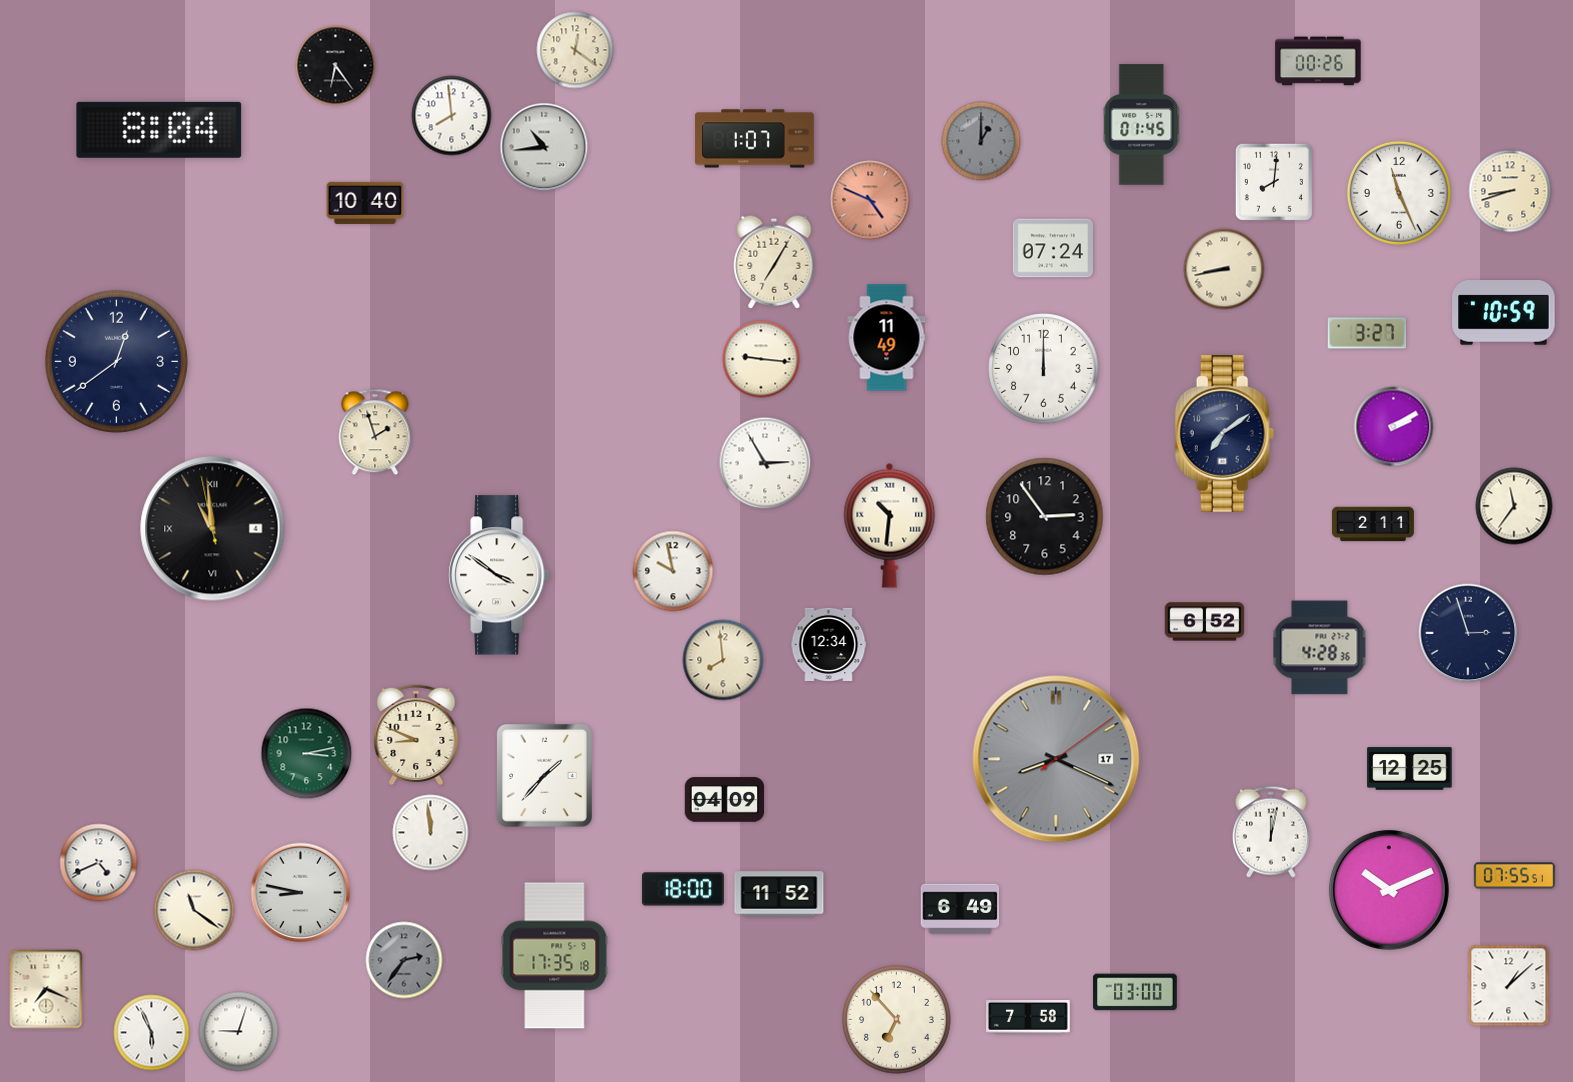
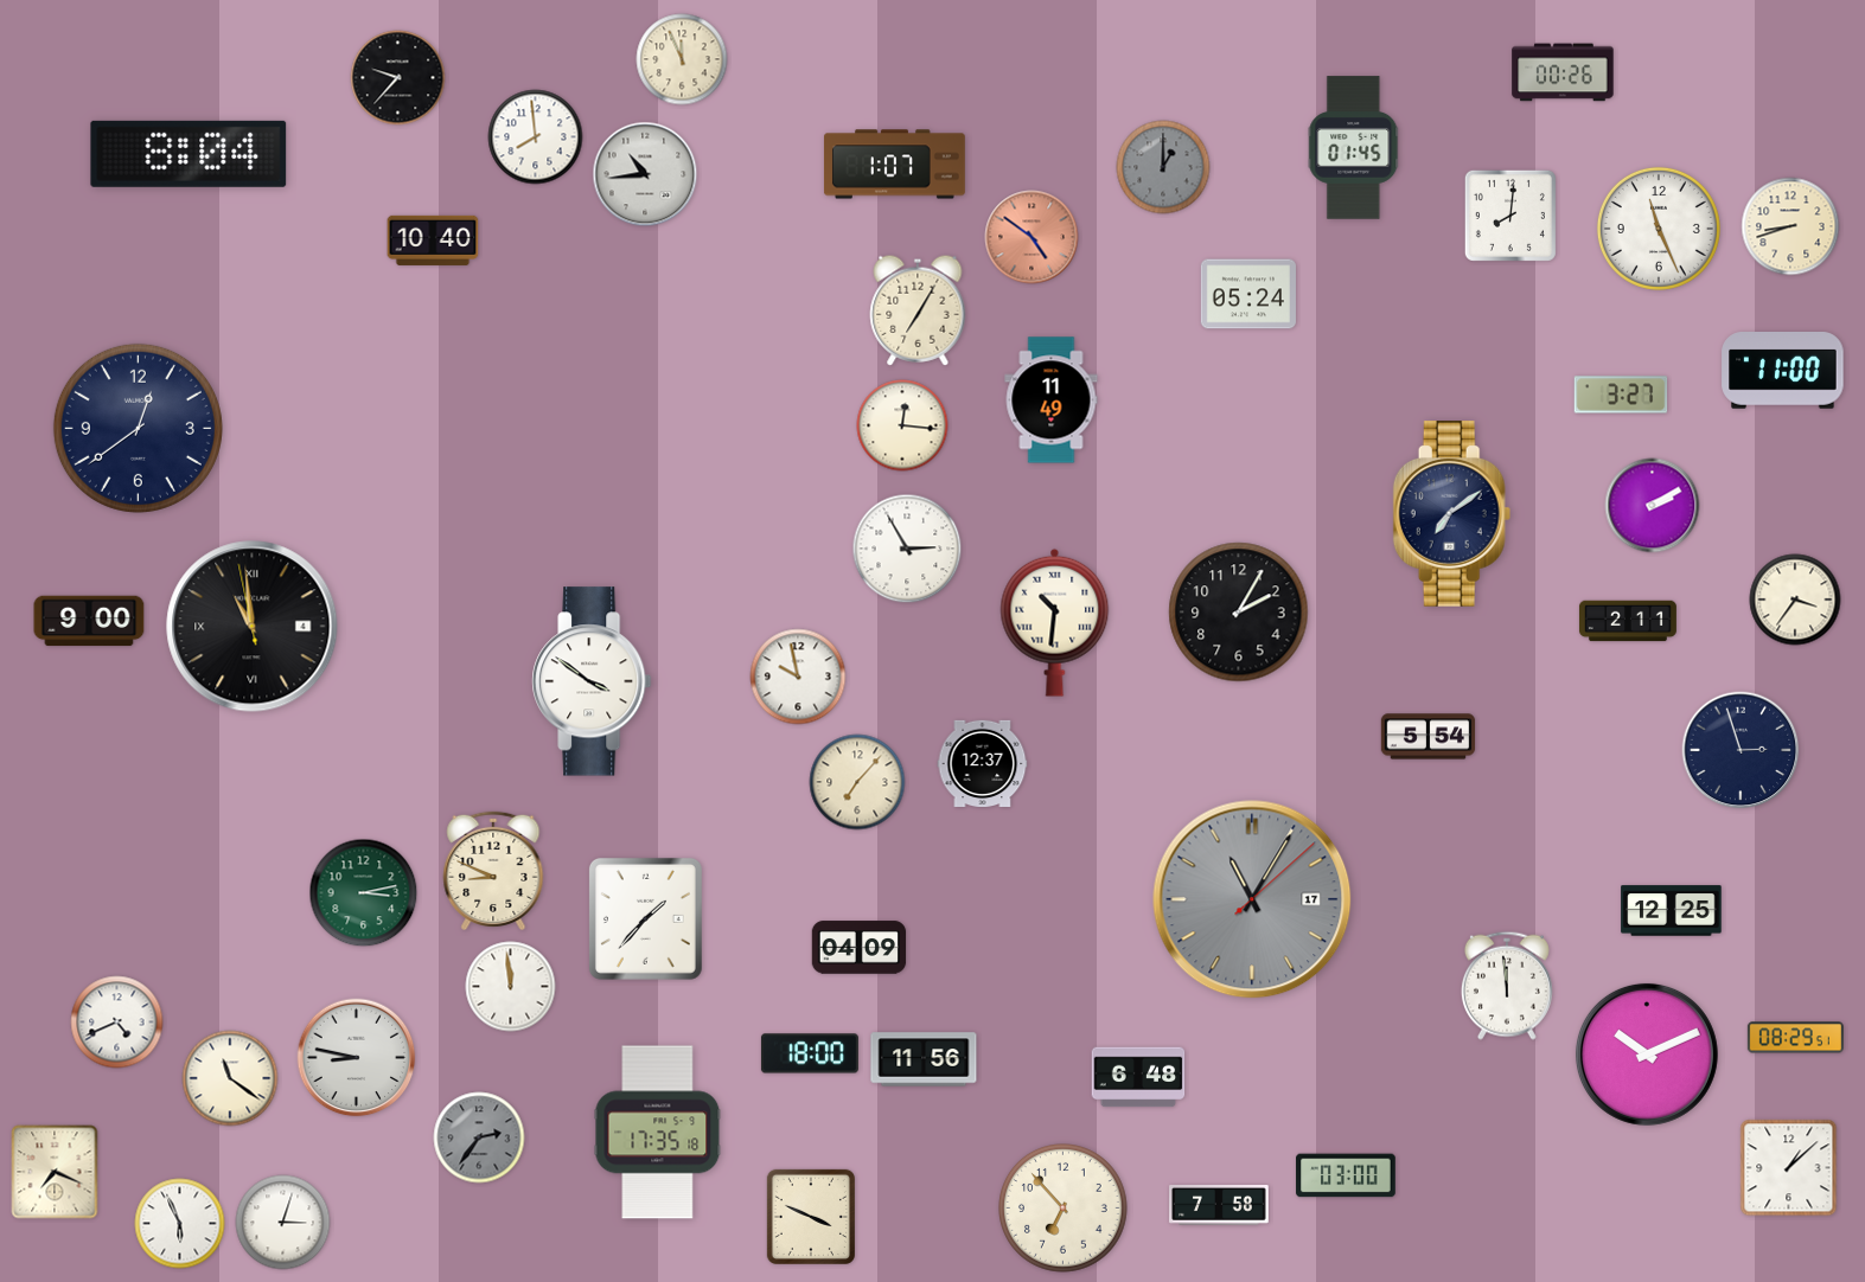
clock at (575, 50): 12:21 -> 11:56
clock at (336, 66): 6:24 -> 9:37
clock at (870, 200): 4:49 -> 4:51
clock at (1053, 248): 07:24 -> 05:24
clock at (1224, 269): 8:43 -> none
clock at (1504, 313): 10:59 -> 11:00
clock at (761, 359): 9:16 -> 12:16
clock at (1044, 369): 12:00 -> none
clock at (375, 432): 1:57 -> none
clock at (1514, 506): 11:36 -> 3:36
clock at (1045, 517): 2:54 -> 2:05
clock at (89, 621): none -> 9:00
clock at (1205, 622): 6:52 -> 5:54
clock at (829, 645): 12:34 -> 12:37
clock at (1320, 648): 4:28 -> none
clock at (723, 660): 7:59 -> 7:07
clock at (1056, 759): 8:19 -> 11:05
clock at (1271, 832): 12:02 -> 11:59
clock at (1514, 876): 07:55 -> 08:29
clock at (779, 894): 11:52 -> 11:56
clock at (960, 909): 6:49 -> 6:48
clock at (811, 1217): none -> 3:49
clock at (239, 1032): 9:03 -> 3:03
